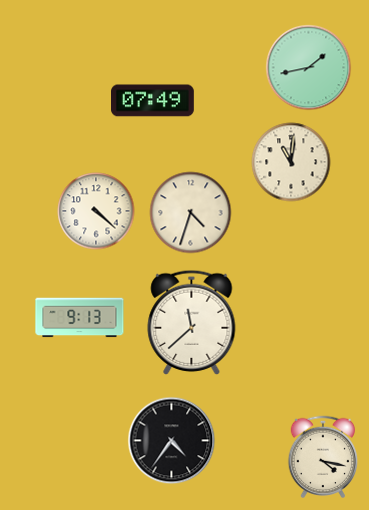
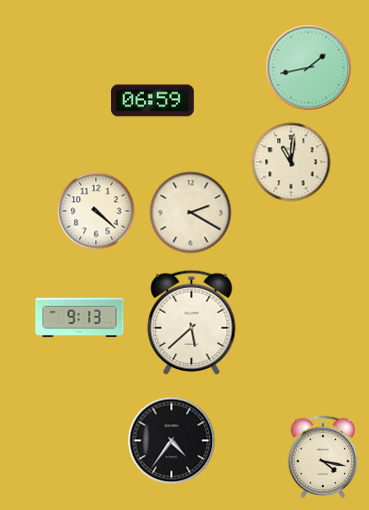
clock at (153, 101): 07:49 -> 06:59
clock at (191, 213): 4:33 -> 2:20
clock at (192, 322): 11:38 -> 5:38
